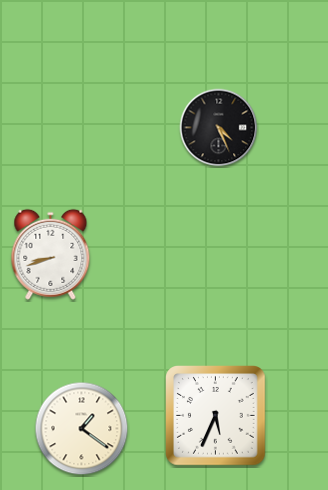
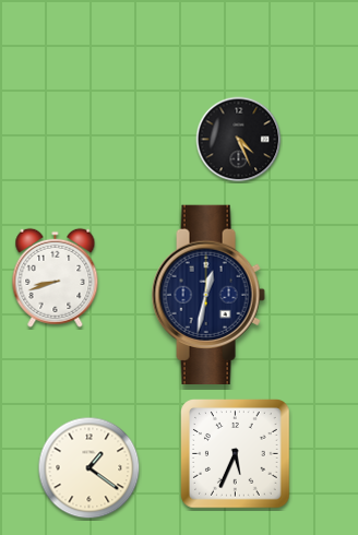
clock at (208, 294): none -> 12:32
